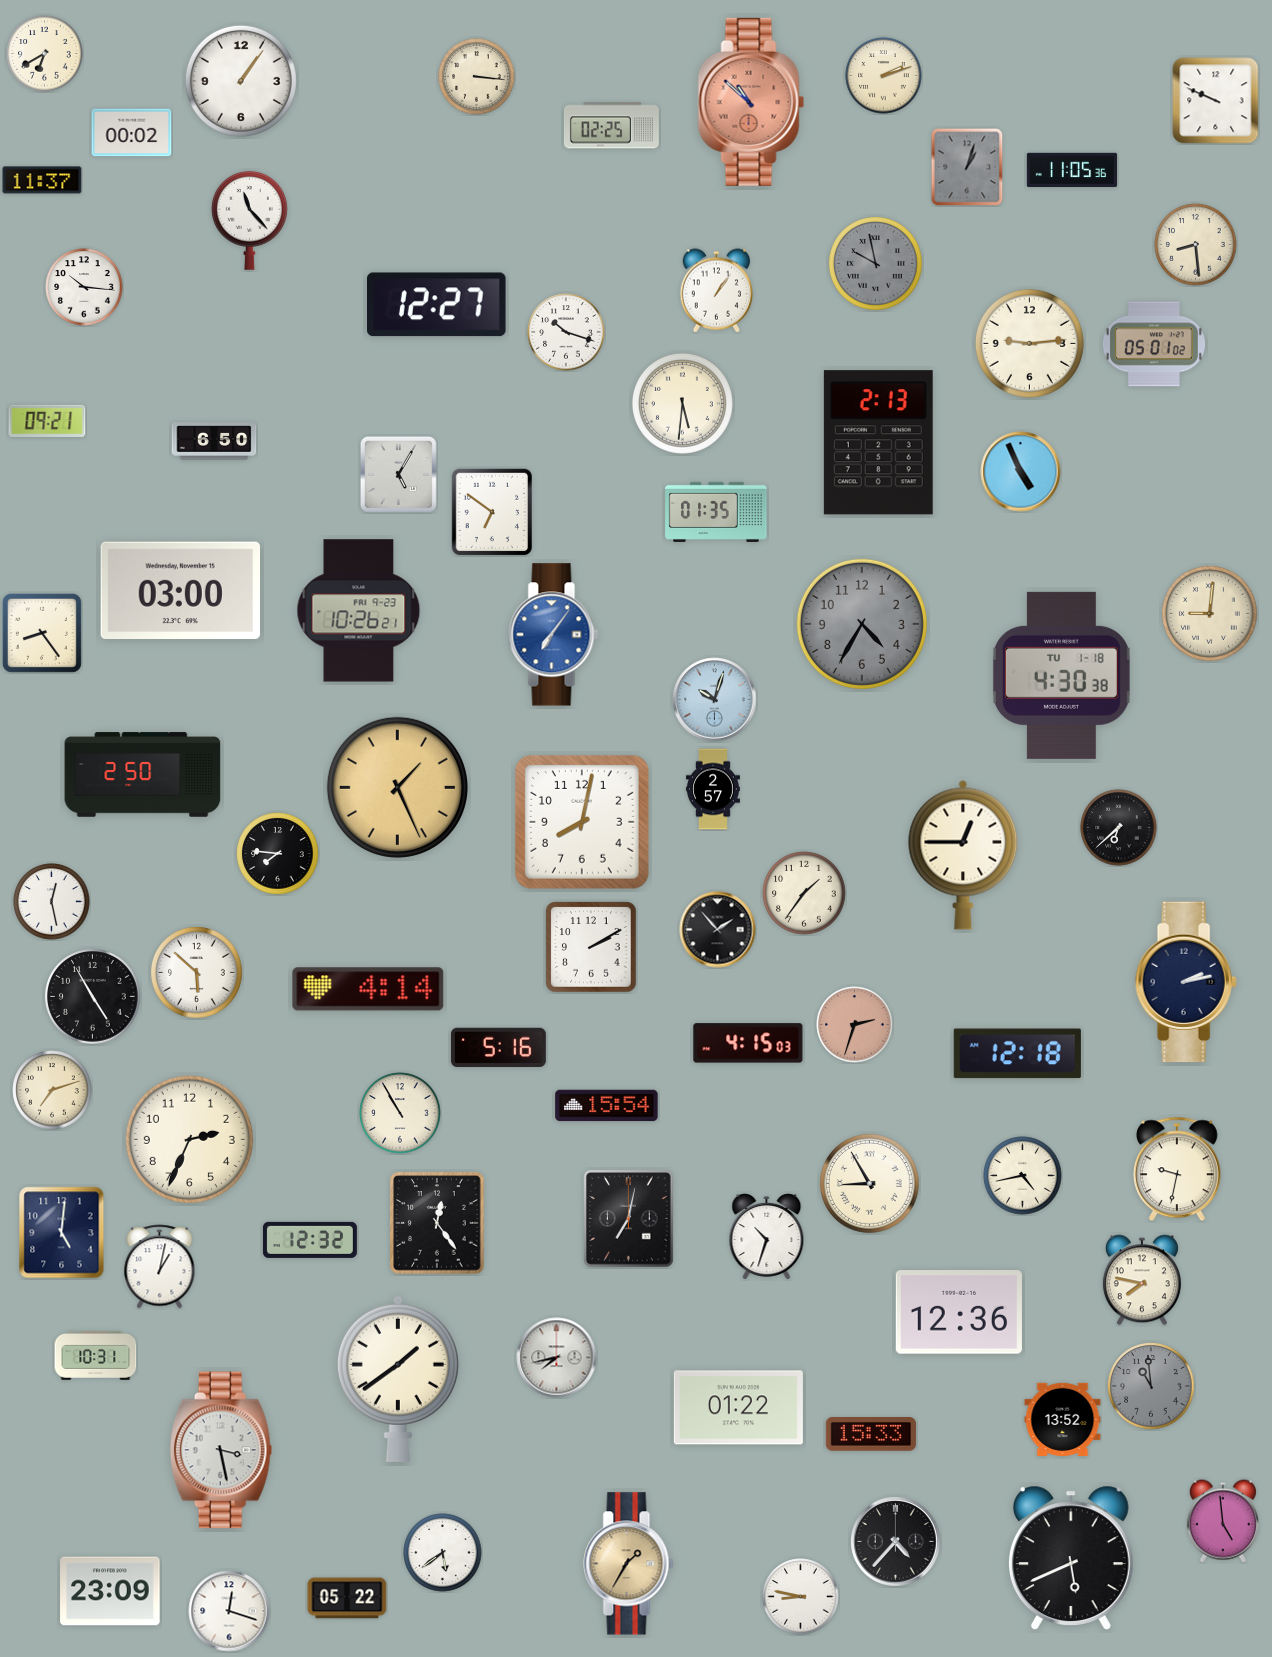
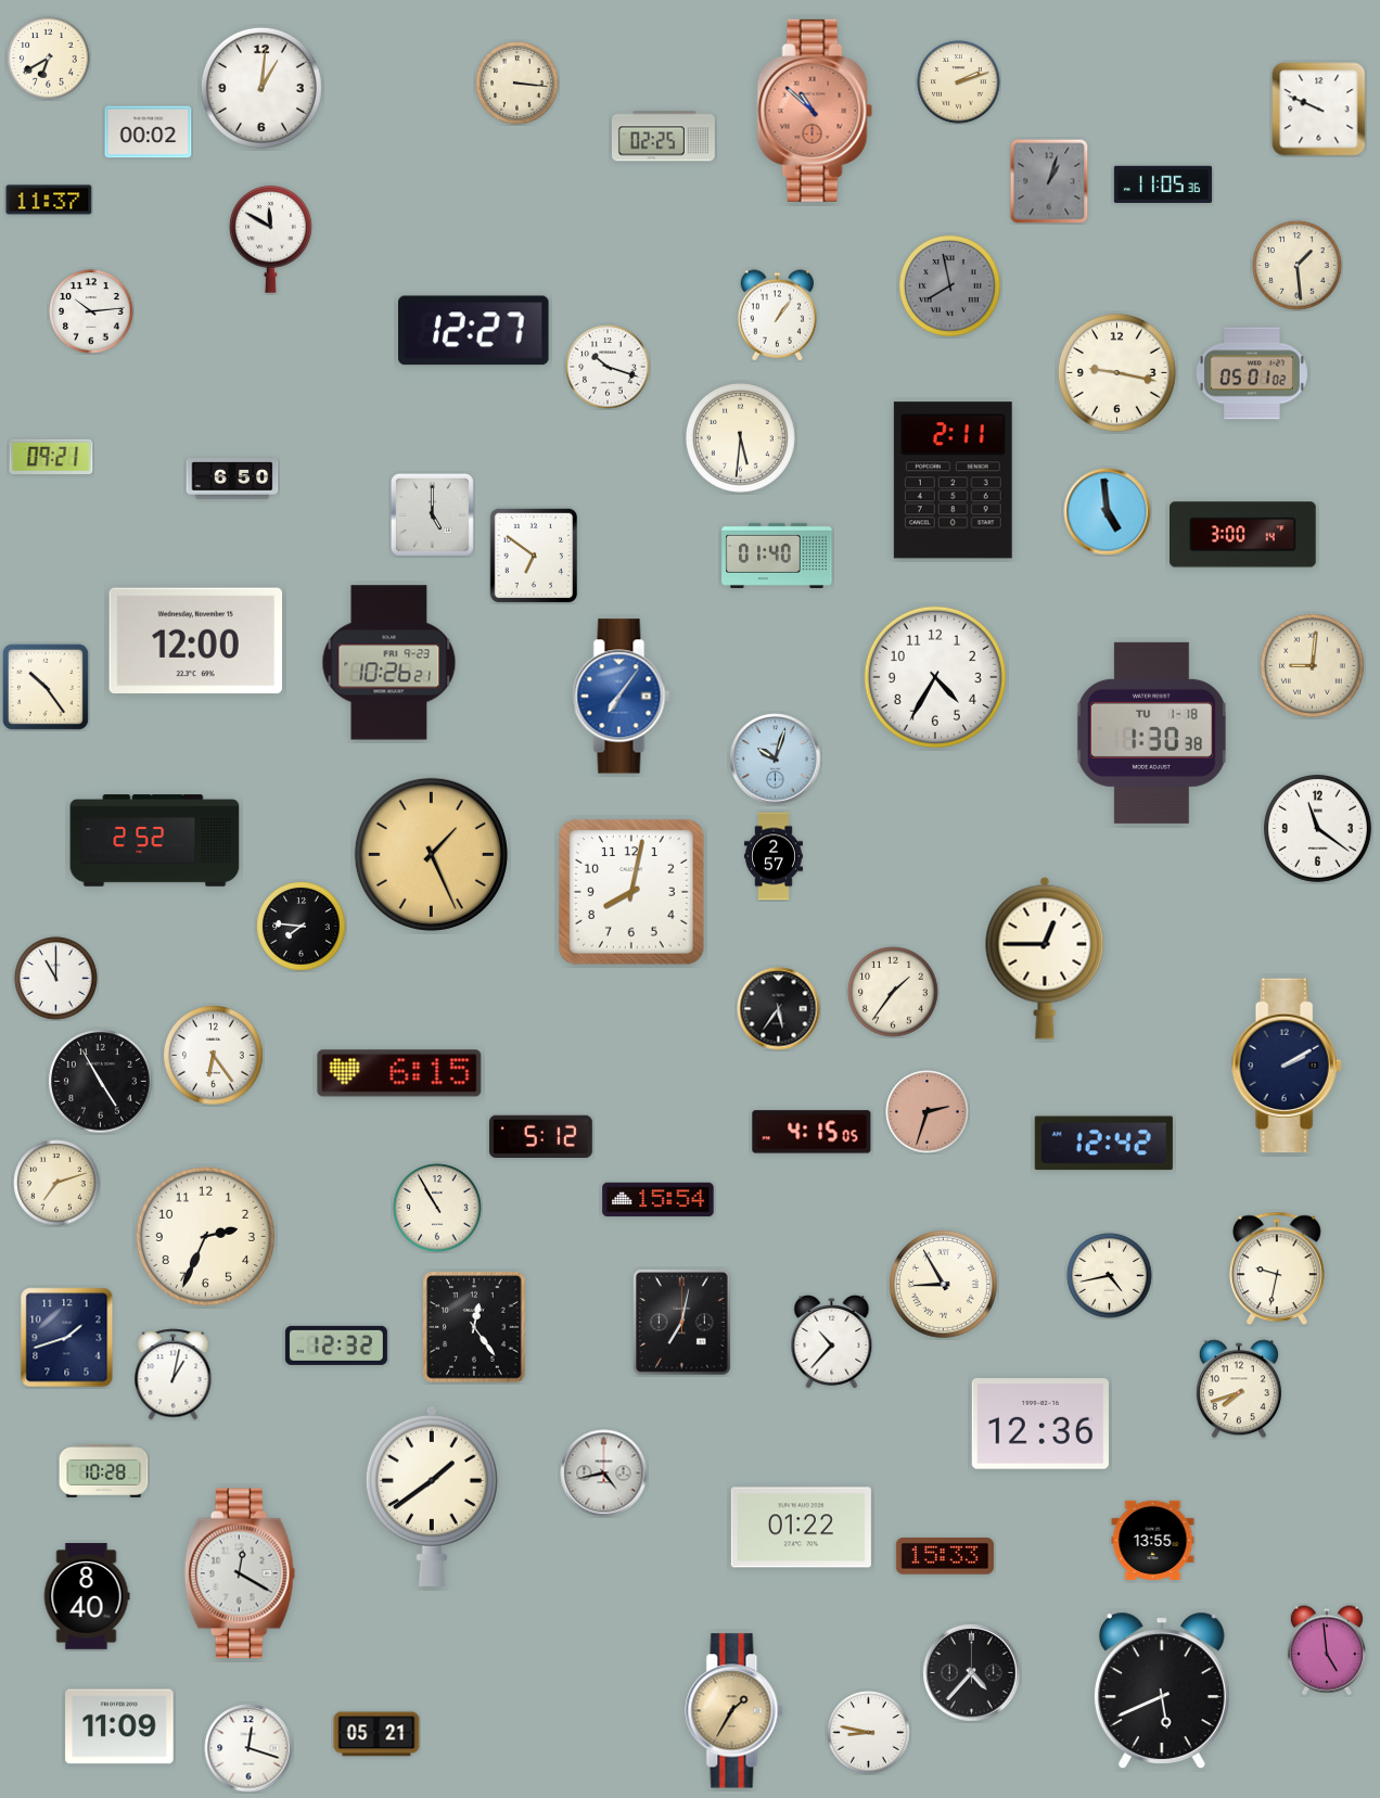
clock at (241, 81): 1:06 -> 1:01
clock at (132, 133) position: (132, 133) -> (149, 132)
clock at (42, 180) position: (42, 180) -> (49, 200)
clock at (249, 220): 11:23 -> 11:50
clock at (1196, 245): 8:29 -> 1:29
clock at (876, 264): 9:58 -> 7:58
clock at (84, 287): 10:16 -> 10:14
clock at (566, 332) position: (566, 332) -> (608, 367)
clock at (1029, 343): 9:14 -> 9:17
clock at (878, 443): 2:13 -> 2:11
clock at (1021, 472): 4:56 -> 4:59
clock at (398, 474): 5:05 -> 5:00
clock at (1243, 535): none -> 3:00
clock at (716, 512): 01:35 -> 01:40
clock at (181, 591): 03:00 -> 12:00
clock at (862, 624) dial: grey -> white
clock at (42, 633): 8:24 -> 10:24
clock at (554, 635) position: (554, 635) -> (622, 697)
clock at (1061, 675): 4:30 -> 1:30
clock at (1317, 828): none -> 11:21
clock at (143, 775): 2:50 -> 2:52
clock at (1119, 828): 6:38 -> none
clock at (963, 855) position: (963, 855) -> (1045, 958)
clock at (804, 893) position: (804, 893) -> (893, 992)
clock at (52, 902): 12:28 -> 11:00
clock at (718, 930): 1:53 -> 5:36
clock at (591, 947): 2:10 -> none
clock at (197, 973): 5:52 -> 6:24
clock at (1186, 982): 2:13 -> 2:10
clock at (368, 989): 4:14 -> 6:15
clock at (748, 1043): 4:15:03 -> 4:15:05
clock at (498, 1048): 5:16 -> 5:12
clock at (1017, 1054): 12:18 -> 12:42
clock at (400, 1113) position: (400, 1113) -> (437, 1208)
clock at (62, 1233): 5:01 -> 1:42
clock at (767, 1237): 10:33 -> 10:37
clock at (1142, 1280): 7:47 -> 7:42
clock at (96, 1355): 10:31 -> 10:28
clock at (557, 1358): 7:43 -> 4:43
clock at (1151, 1386): 10:59 -> none
clock at (1063, 1419): 13:52 -> 13:55
clock at (221, 1450): 3:28 -> 12:20
clock at (87, 1596): none -> 8:40
clock at (443, 1553): 5:39 -> none
clock at (629, 1564) position: (629, 1564) -> (734, 1711)
clock at (110, 1591): 23:09 -> 11:09
clock at (347, 1598): 05:22 -> 05:21
